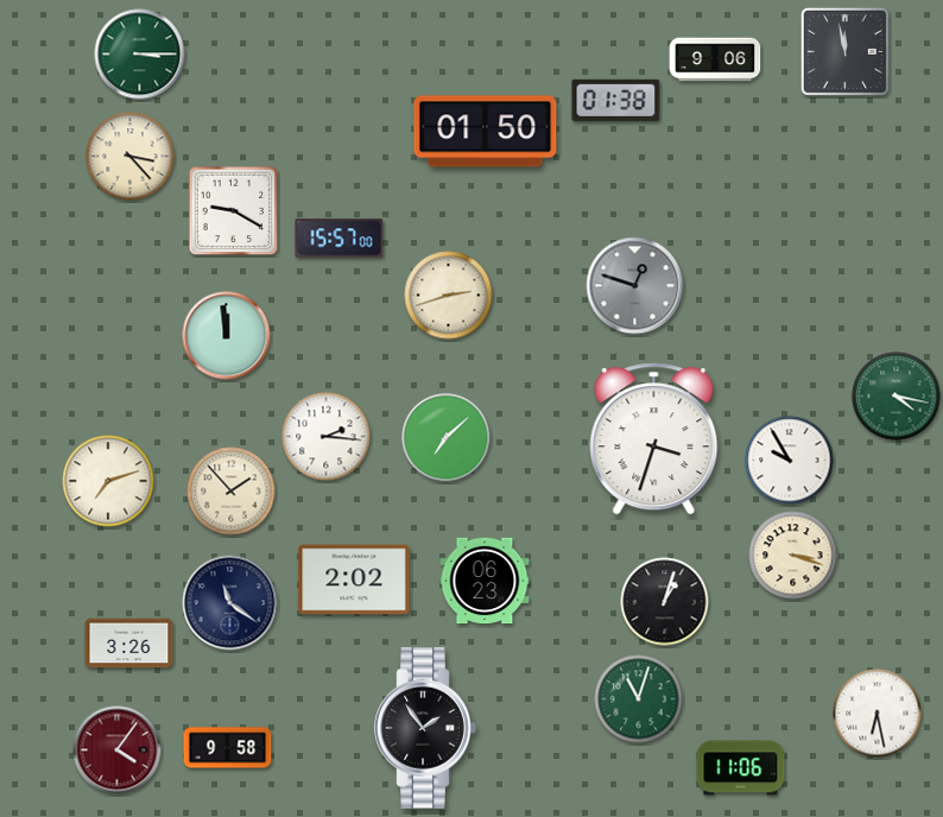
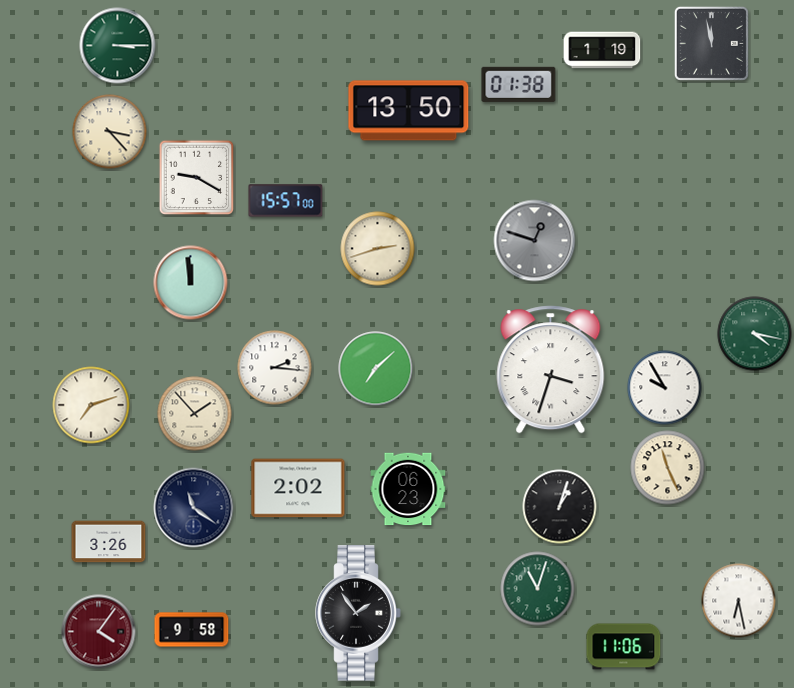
clock at (715, 59): 9:06 -> 1:19
clock at (486, 132): 01:50 -> 13:50
clock at (793, 556): 3:18 -> 11:26
